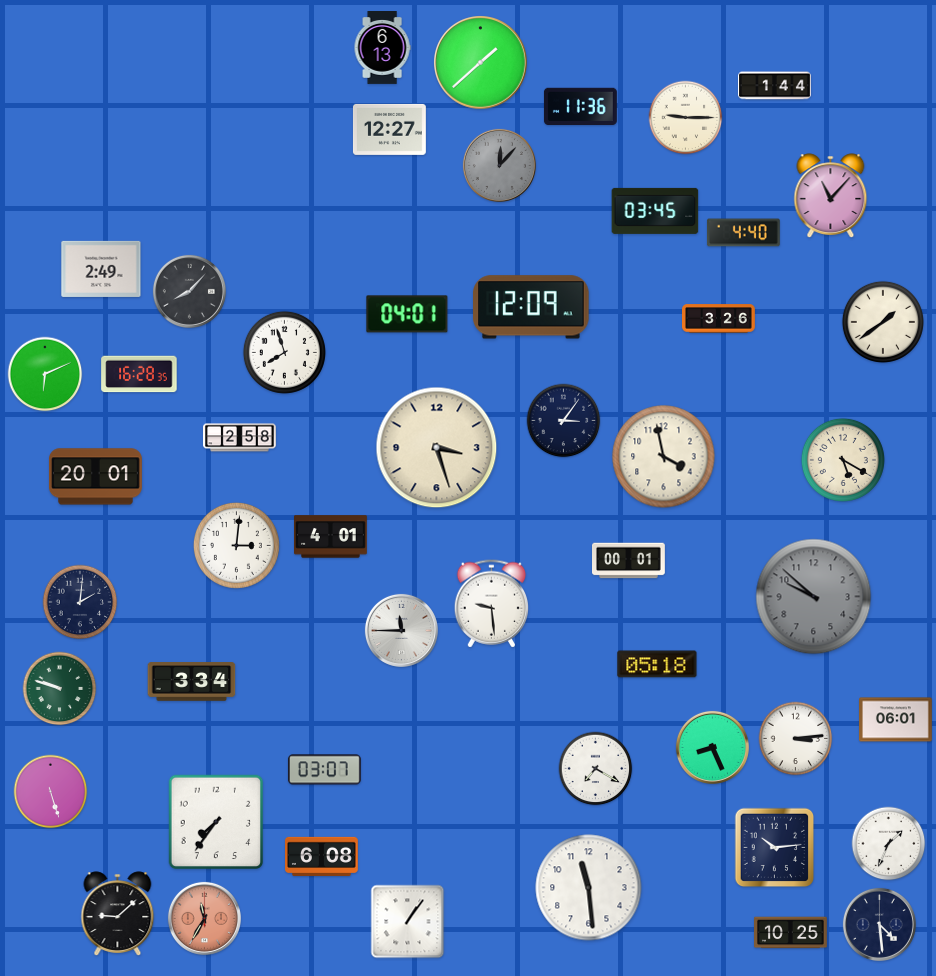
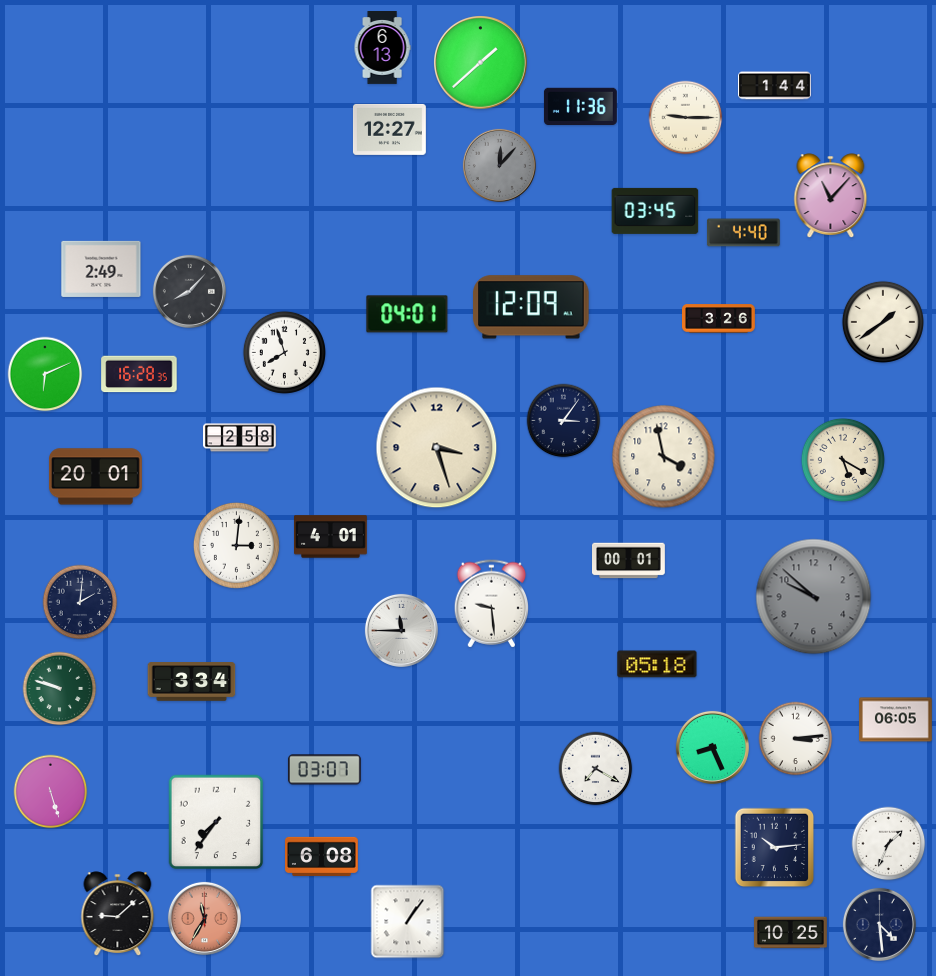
clock at (896, 720): 06:01 -> 06:05
clock at (589, 888): 11:29 -> none
